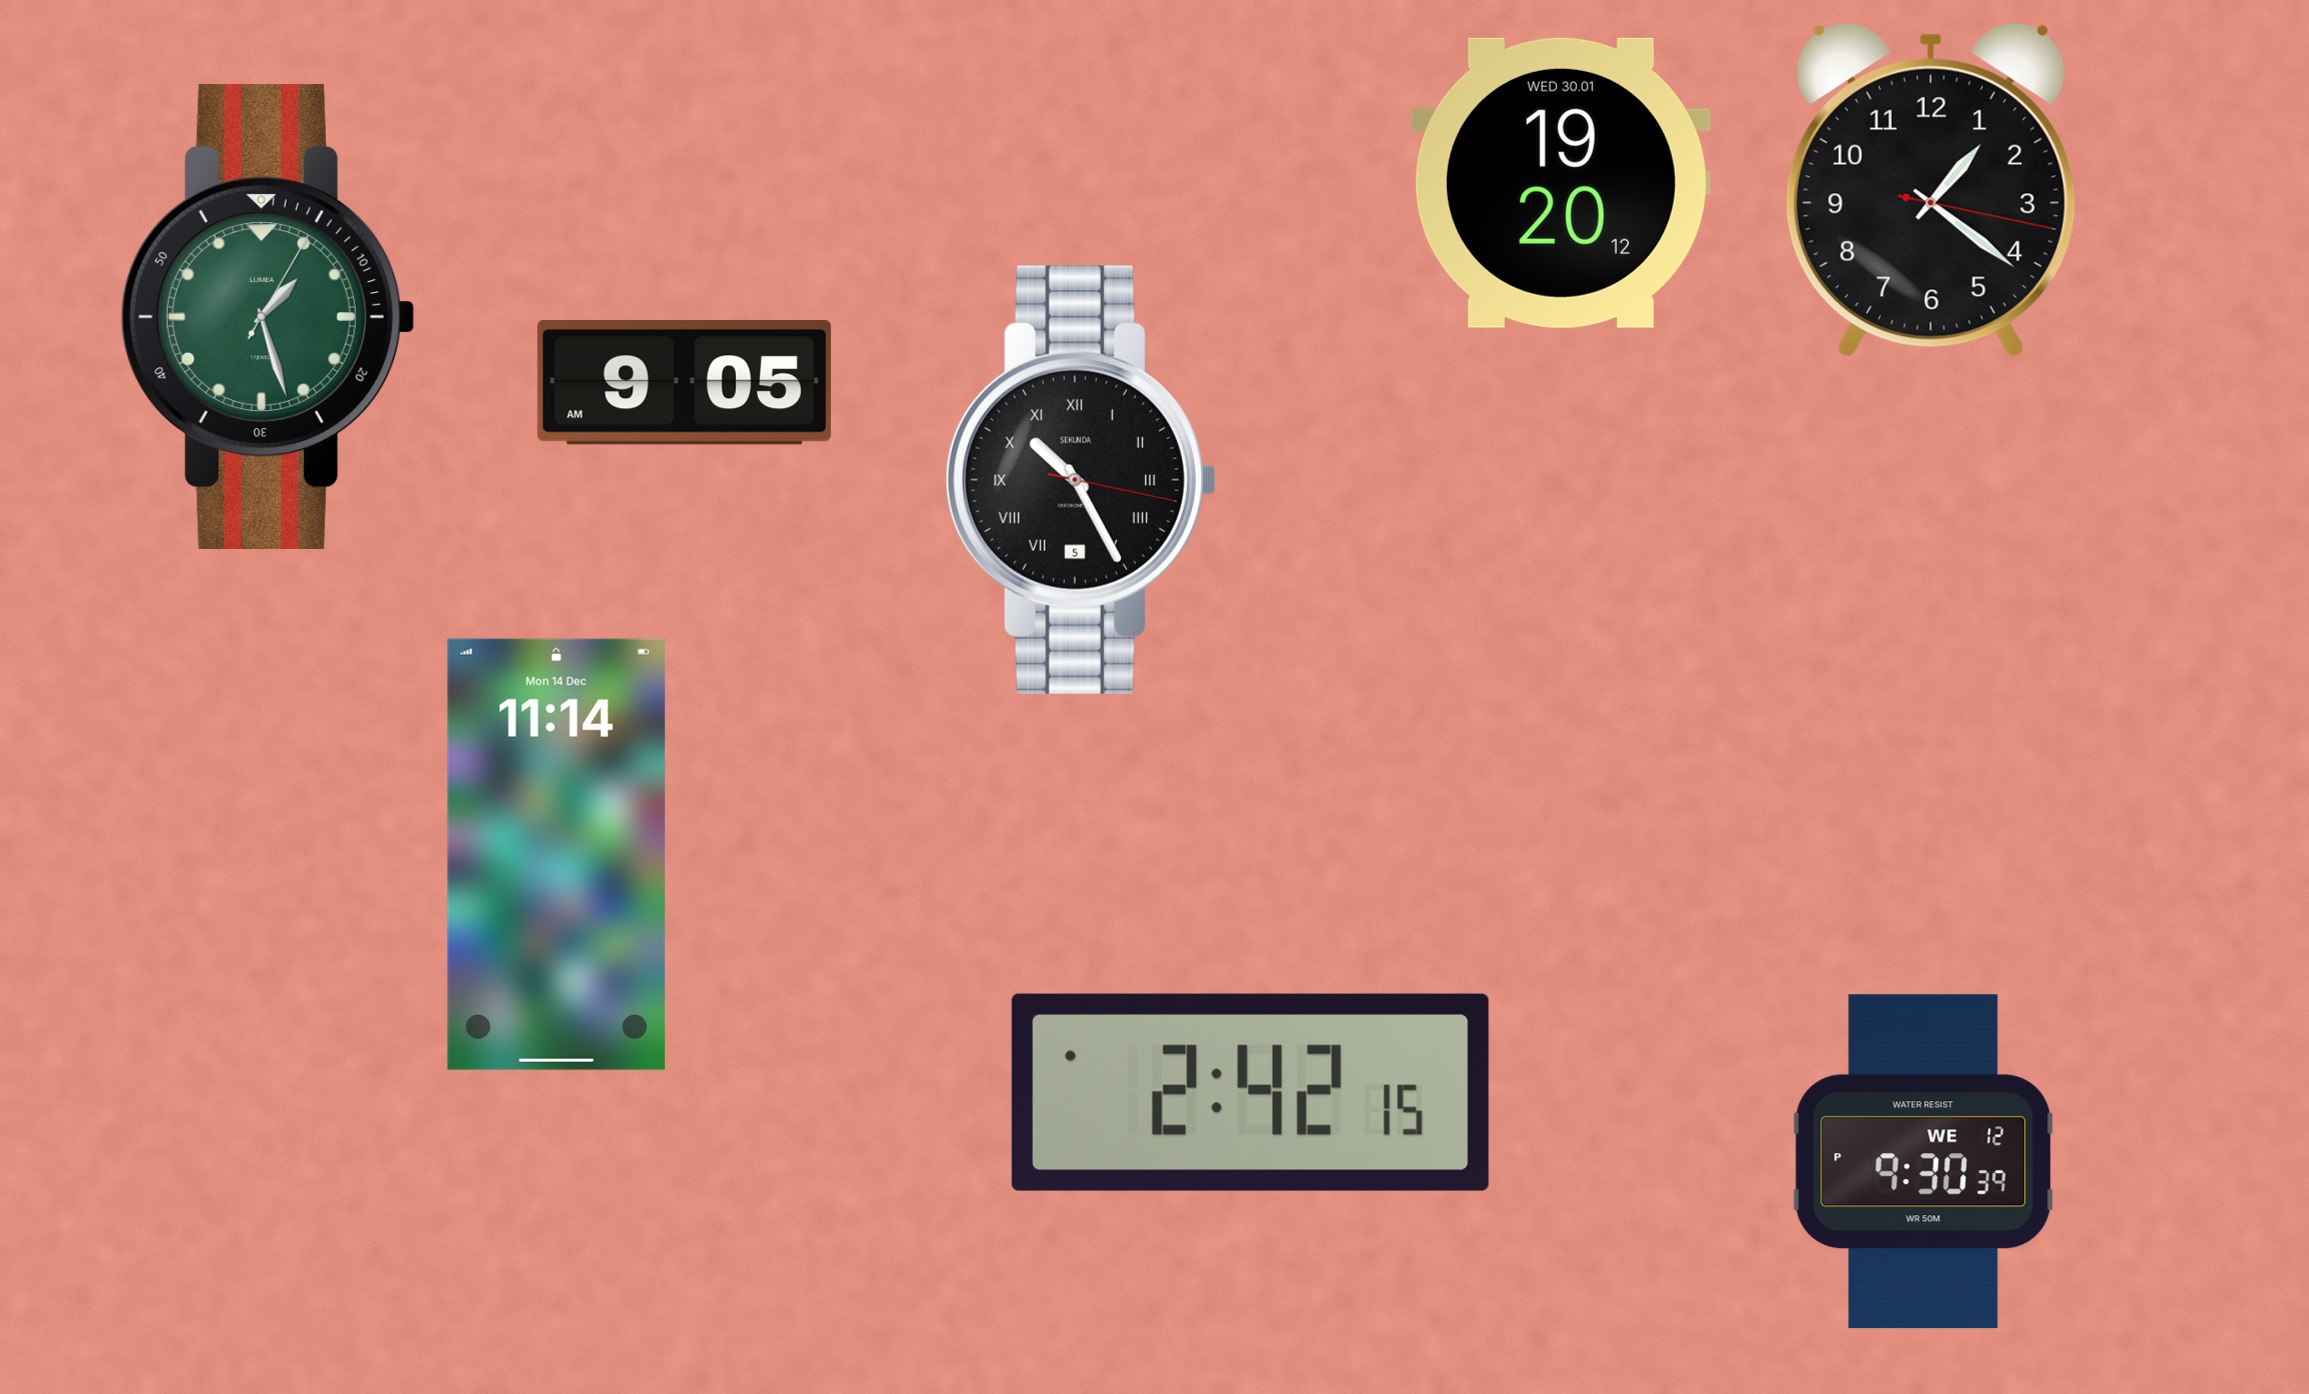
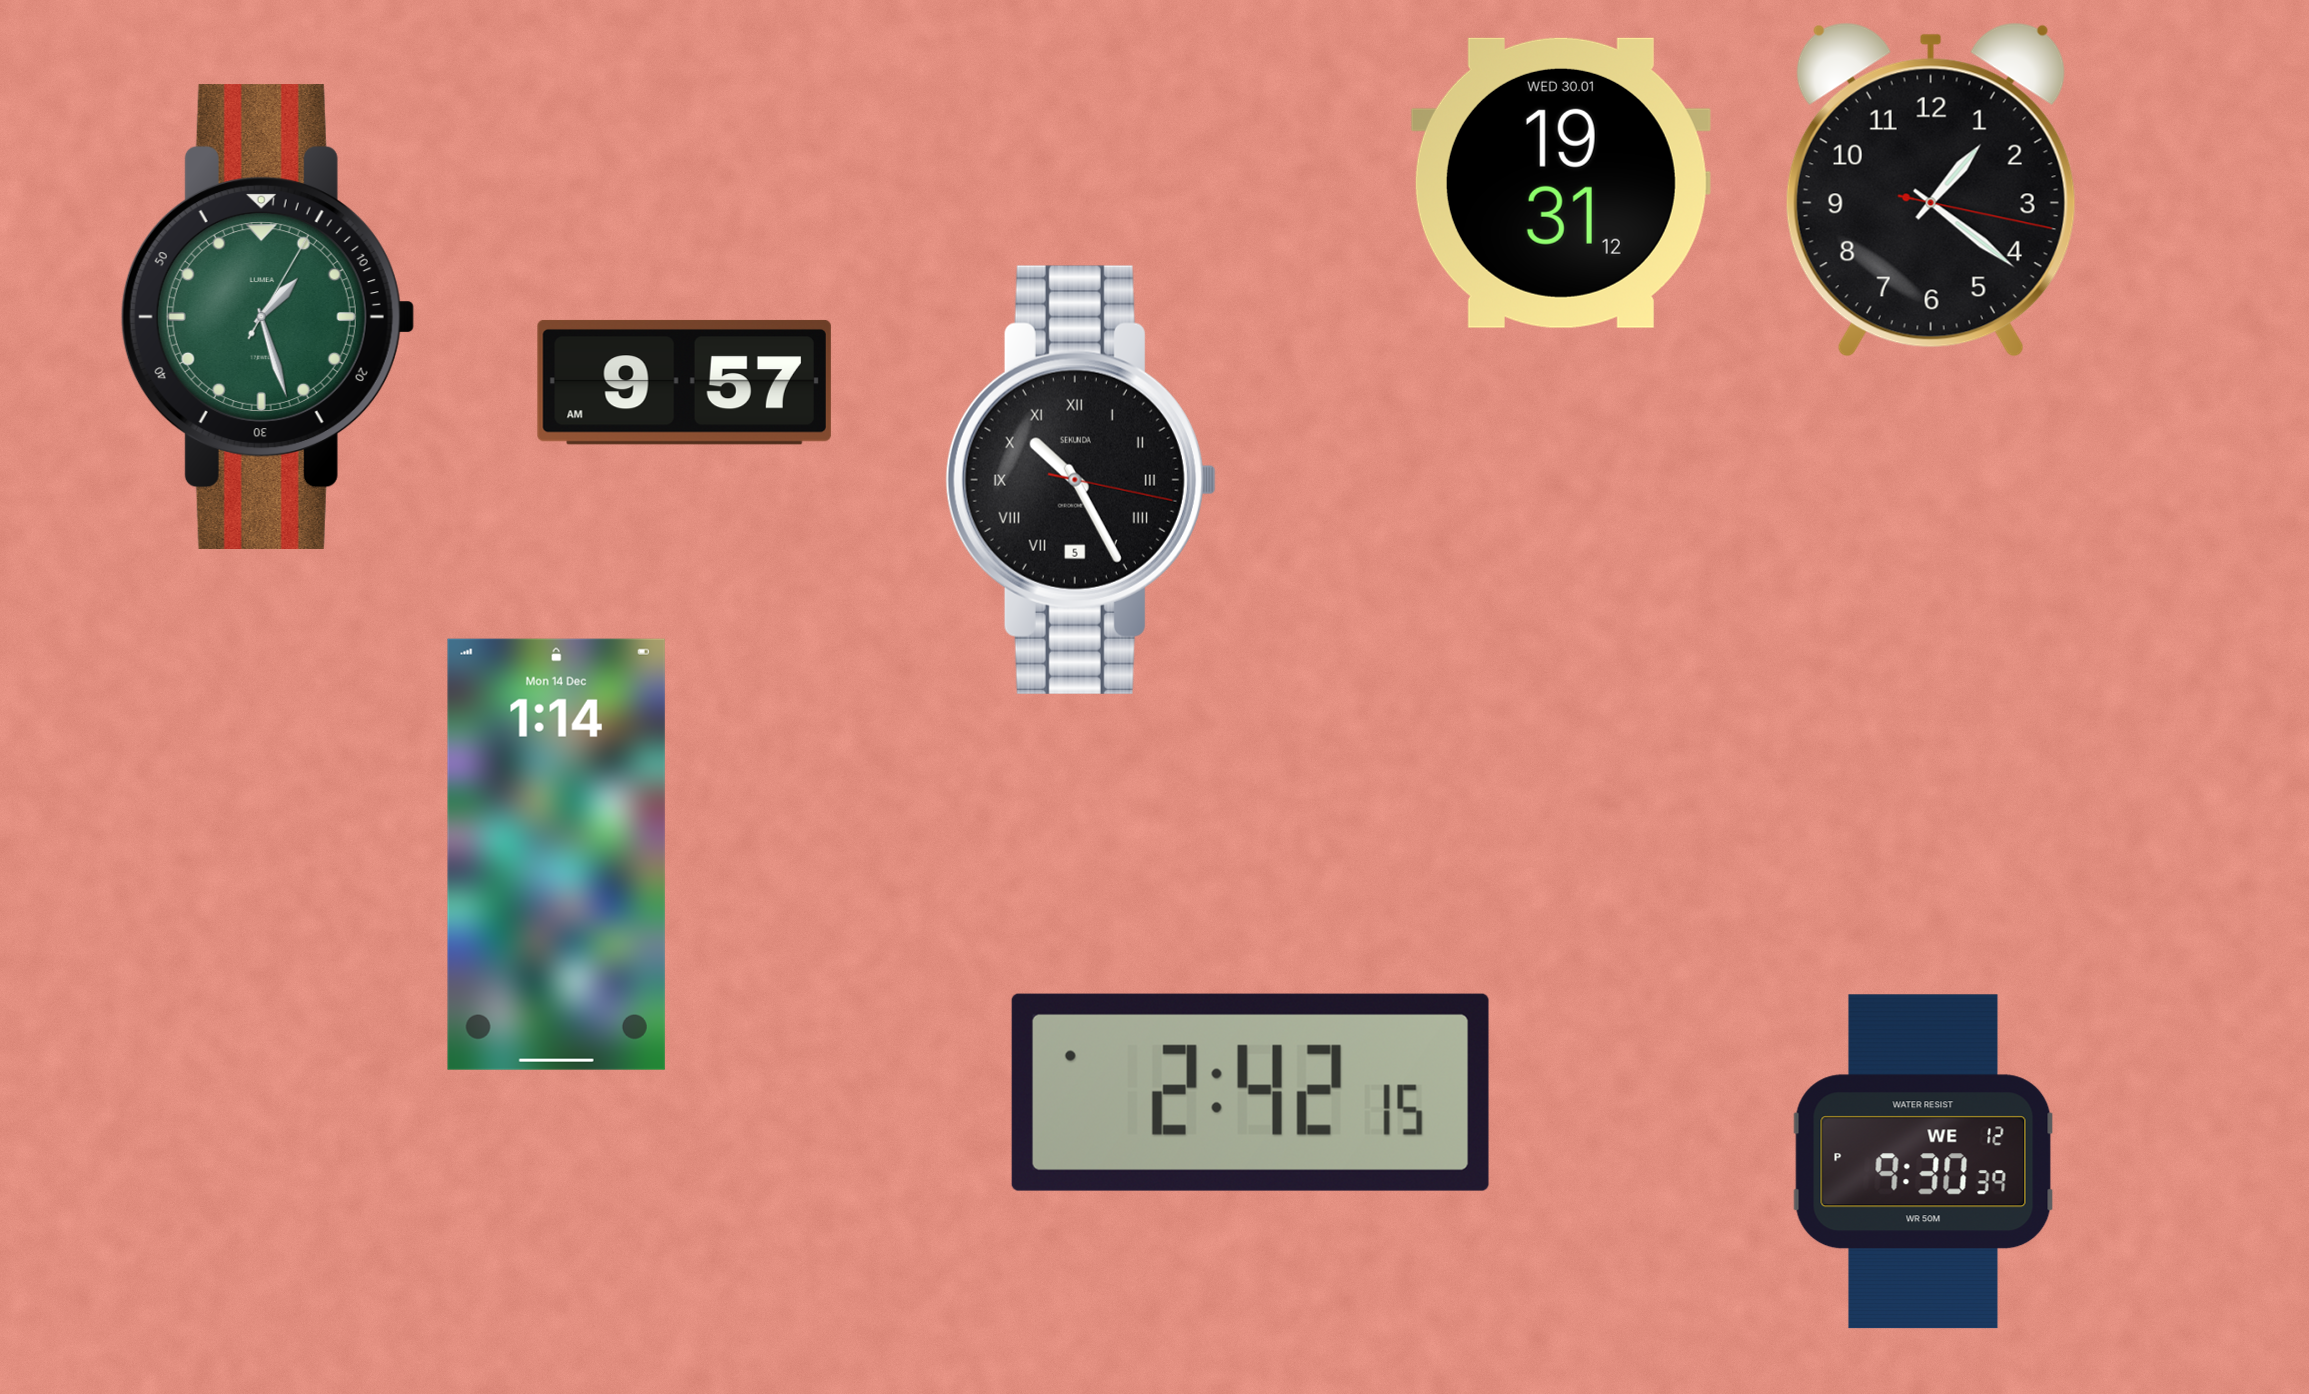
clock at (1561, 183): 19:20 -> 19:31
clock at (684, 382): 9:05 -> 9:57
clock at (556, 854): 11:14 -> 1:14
